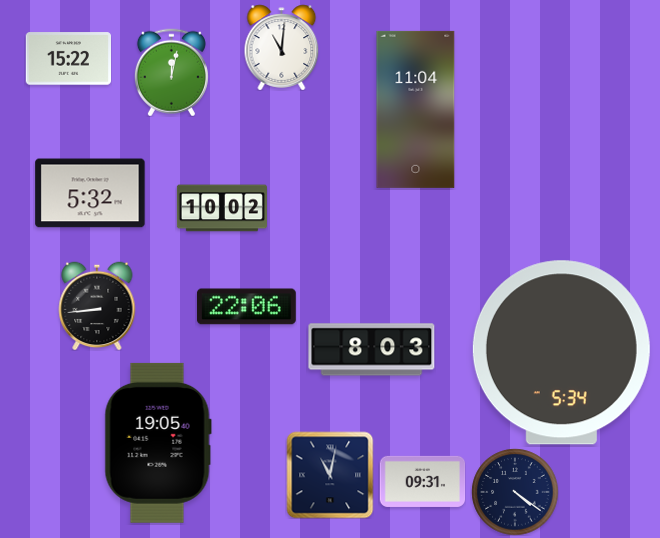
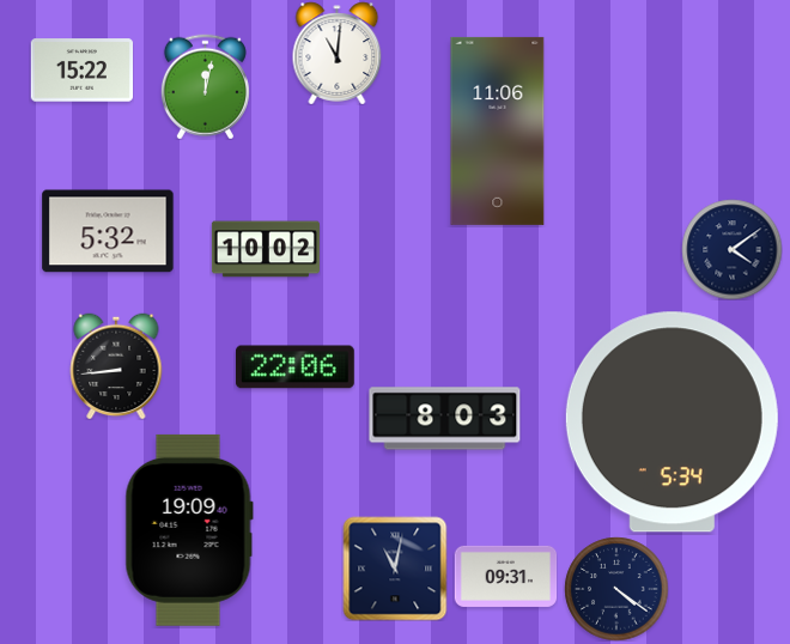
clock at (282, 47) position: (282, 47) -> (338, 53)
clock at (416, 109): 11:04 -> 11:06
clock at (731, 249): none -> 4:09
clock at (158, 443): 19:05 -> 19:09
